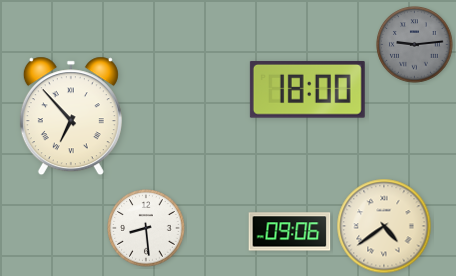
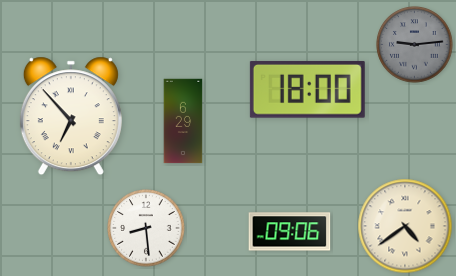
clock at (183, 121): none -> 6:29
clock at (384, 226) position: (384, 226) -> (405, 226)
